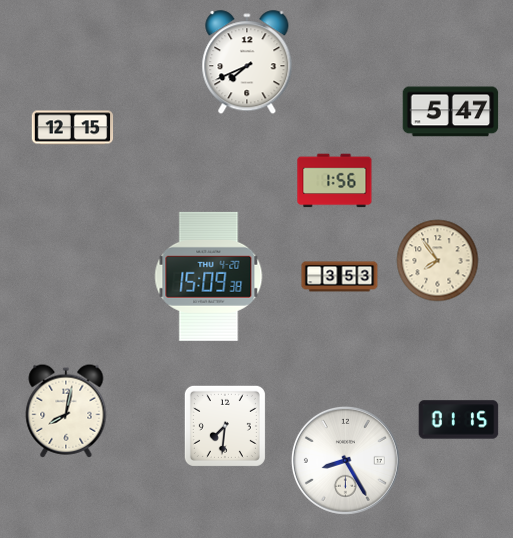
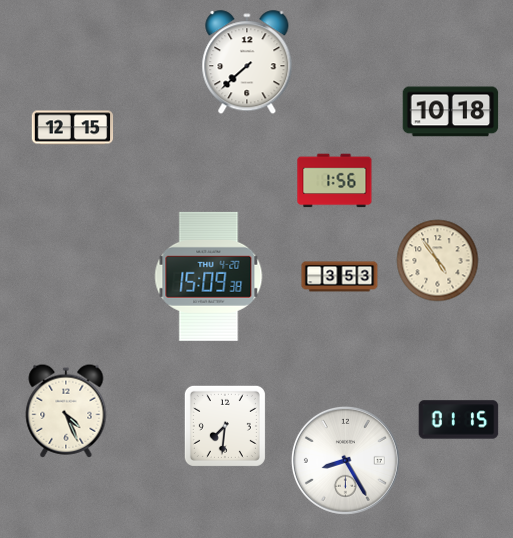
clock at (247, 63): 7:41 -> 7:38
clock at (451, 112): 5:47 -> 10:18
clock at (438, 261): 7:54 -> 4:54
clock at (66, 411): 8:02 -> 4:26
